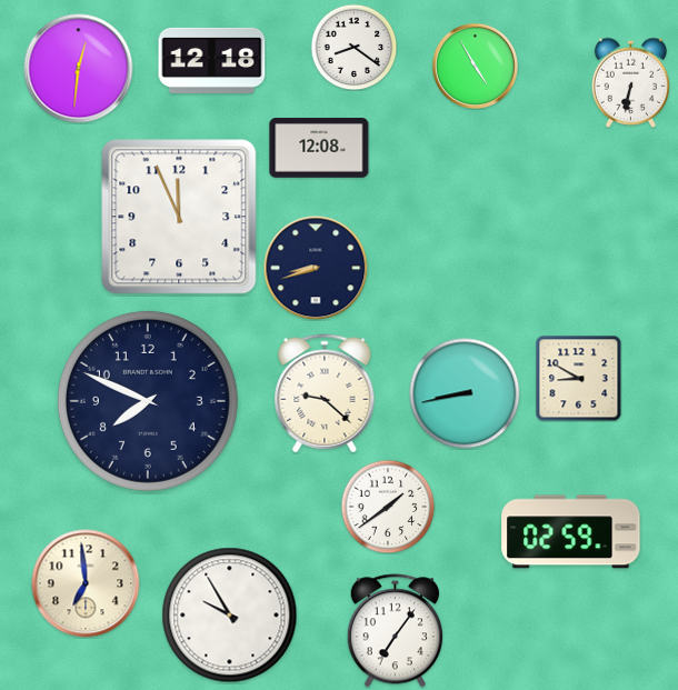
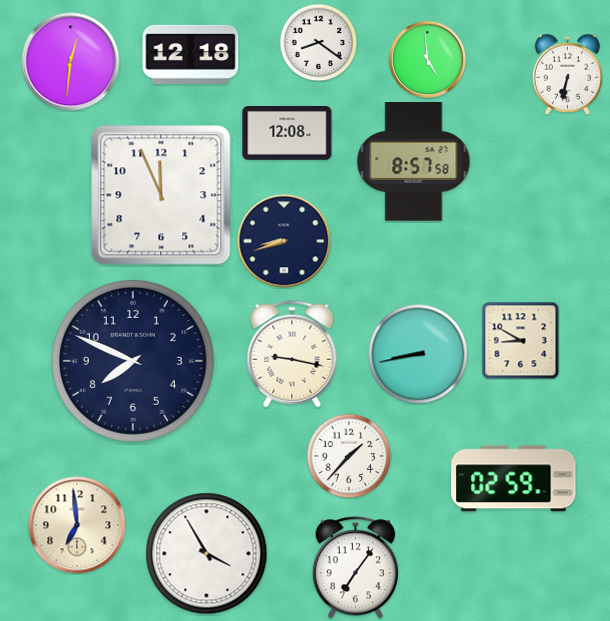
clock at (475, 66): 4:55 -> 4:59
clock at (414, 162): none -> 8:57
clock at (325, 393): 9:22 -> 9:17
clock at (388, 507): 1:39 -> 1:37
clock at (230, 616): 9:55 -> 3:55
